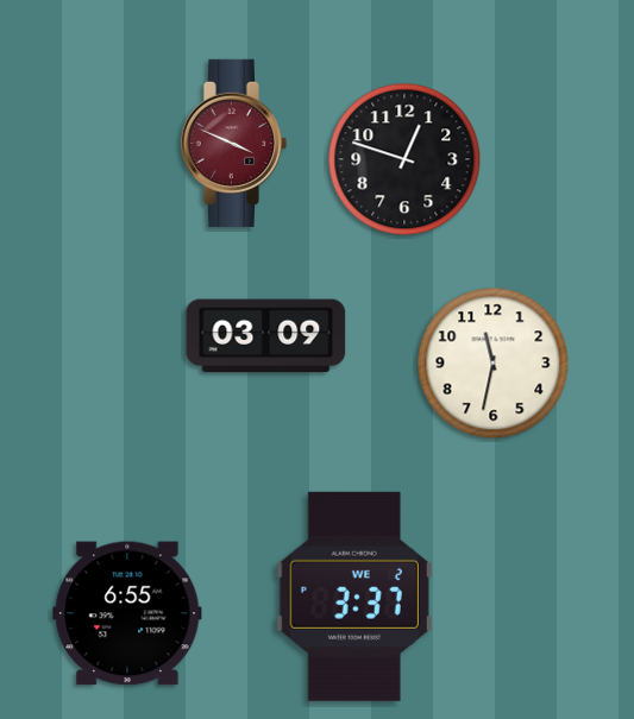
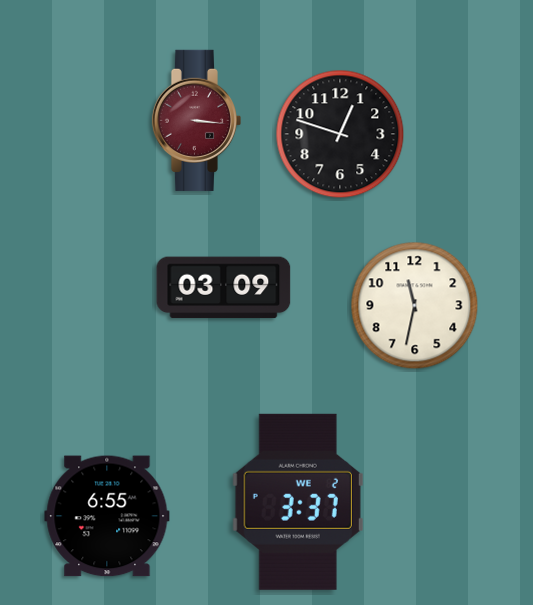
clock at (233, 143): 3:49 -> 3:16
clock at (266, 336) position: (266, 336) -> (224, 288)
